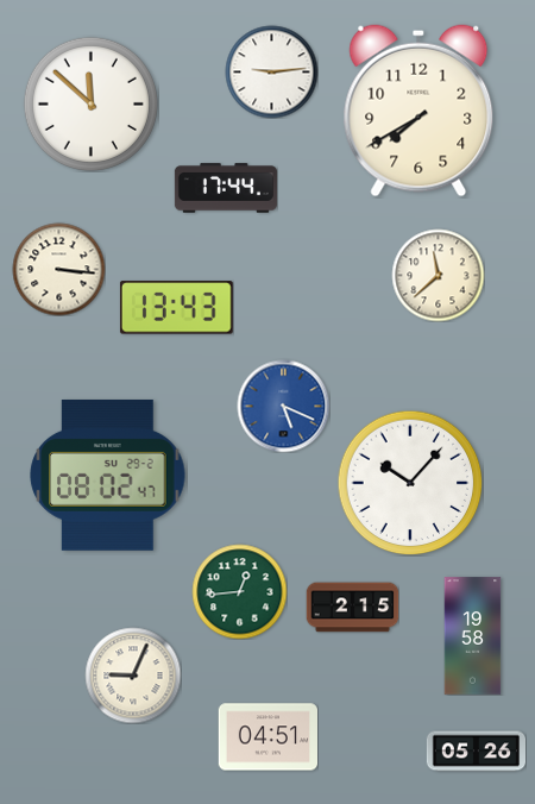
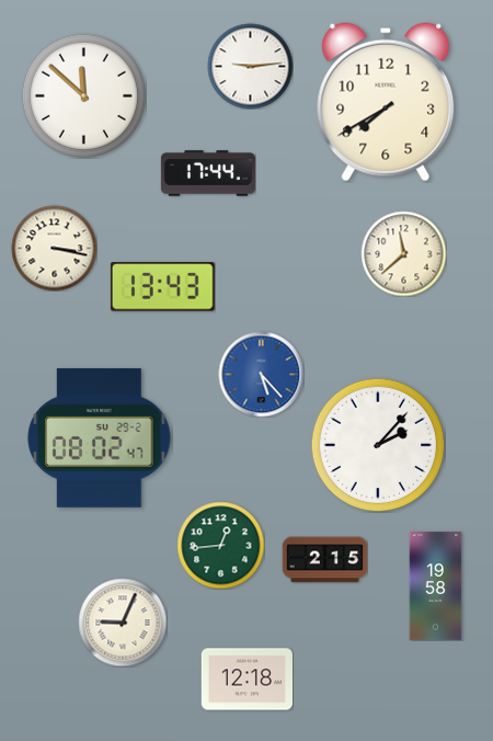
clock at (58, 269): 3:16 -> 3:17
clock at (176, 308) position: (176, 308) -> (162, 287)
clock at (283, 406): 5:19 -> 5:23
clock at (410, 483): 10:07 -> 2:07
clock at (267, 737): 04:51 -> 12:18
clock at (476, 752): 05:26 -> none
